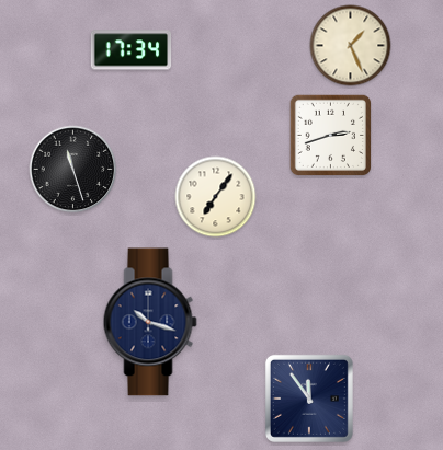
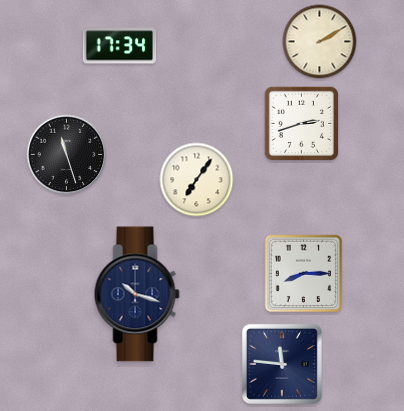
clock at (351, 46): 1:26 -> 2:10
clock at (304, 274): none -> 8:15
clock at (309, 399): 11:54 -> 11:46
